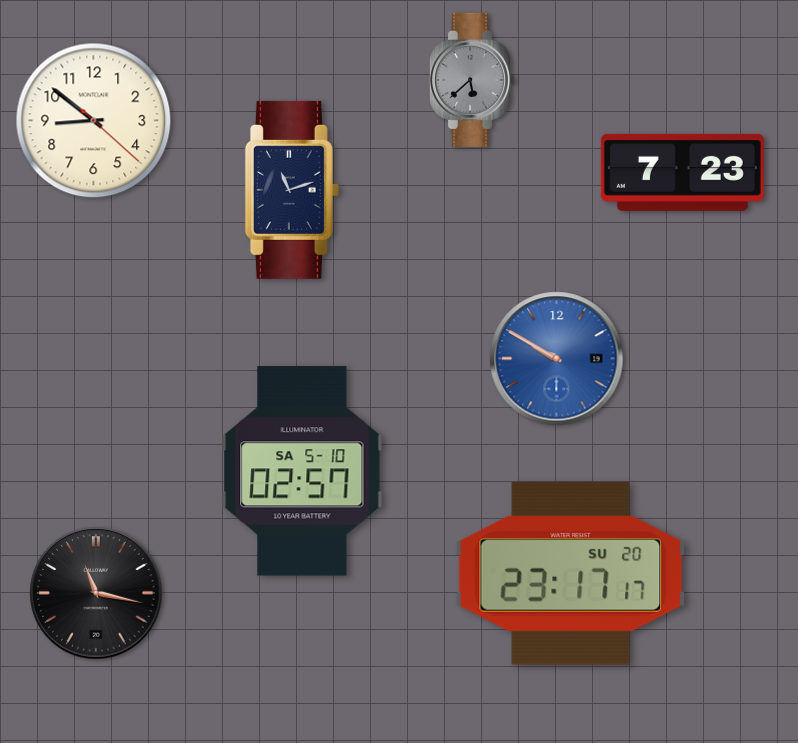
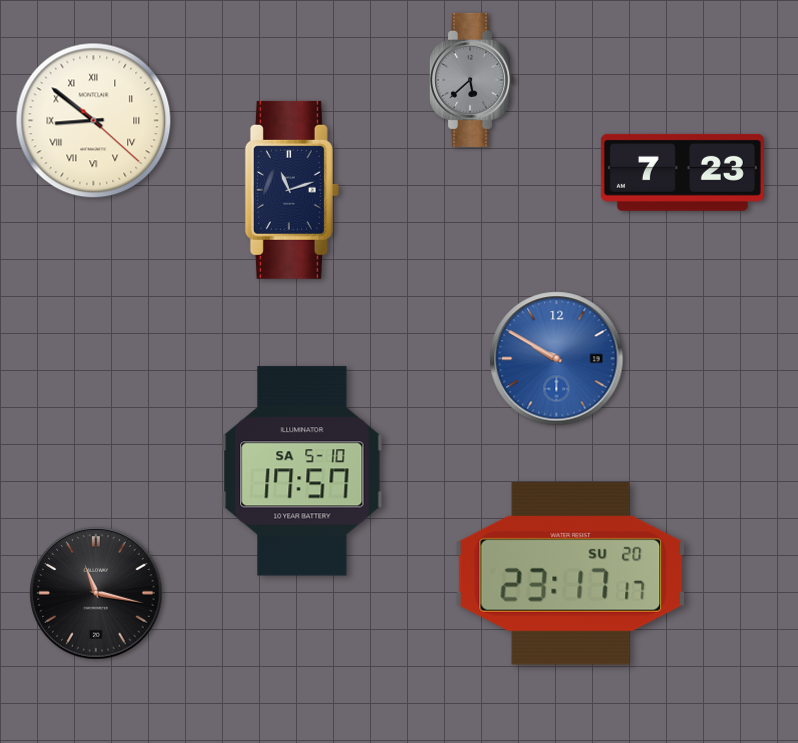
clock at (94, 121) numerals: Arabic -> Roman
clock at (302, 471): 02:57 -> 17:57
